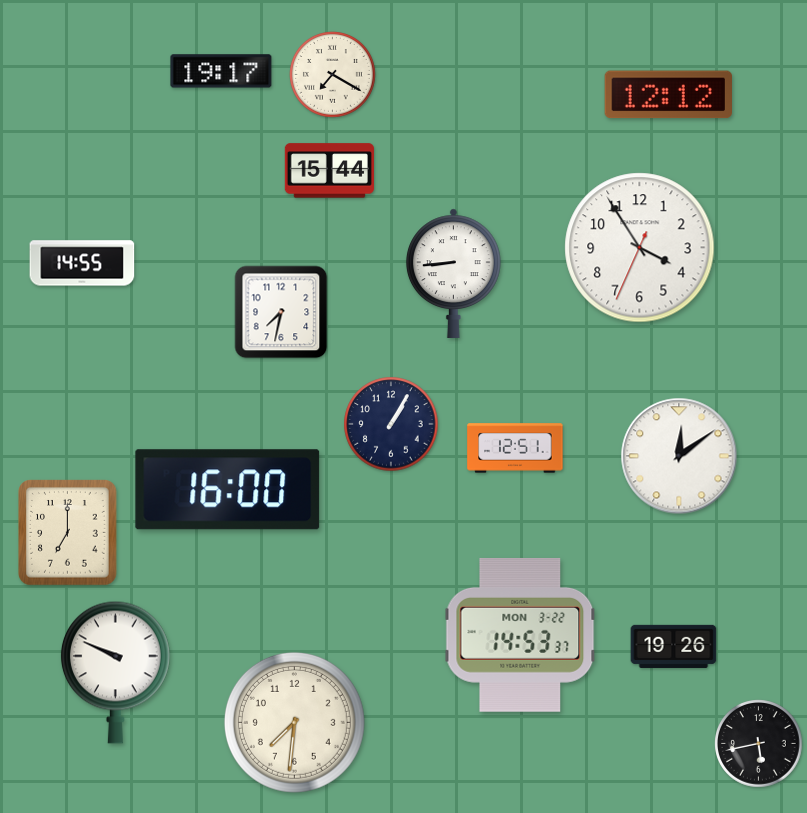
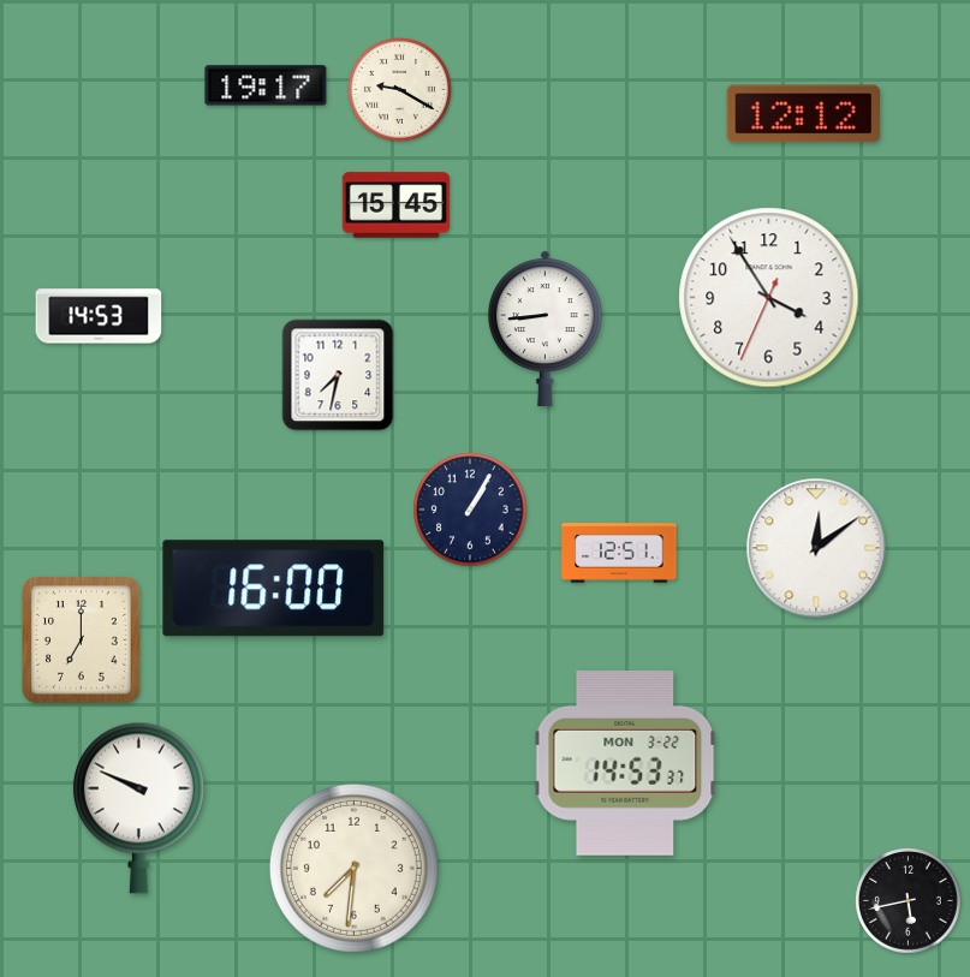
clock at (333, 75): 7:20 -> 9:20
clock at (329, 171): 15:44 -> 15:45
clock at (82, 263): 14:55 -> 14:53
clock at (515, 448) position: (515, 448) -> (619, 553)
clock at (674, 646): 19:26 -> none
clock at (759, 744) position: (759, 744) -> (909, 901)
